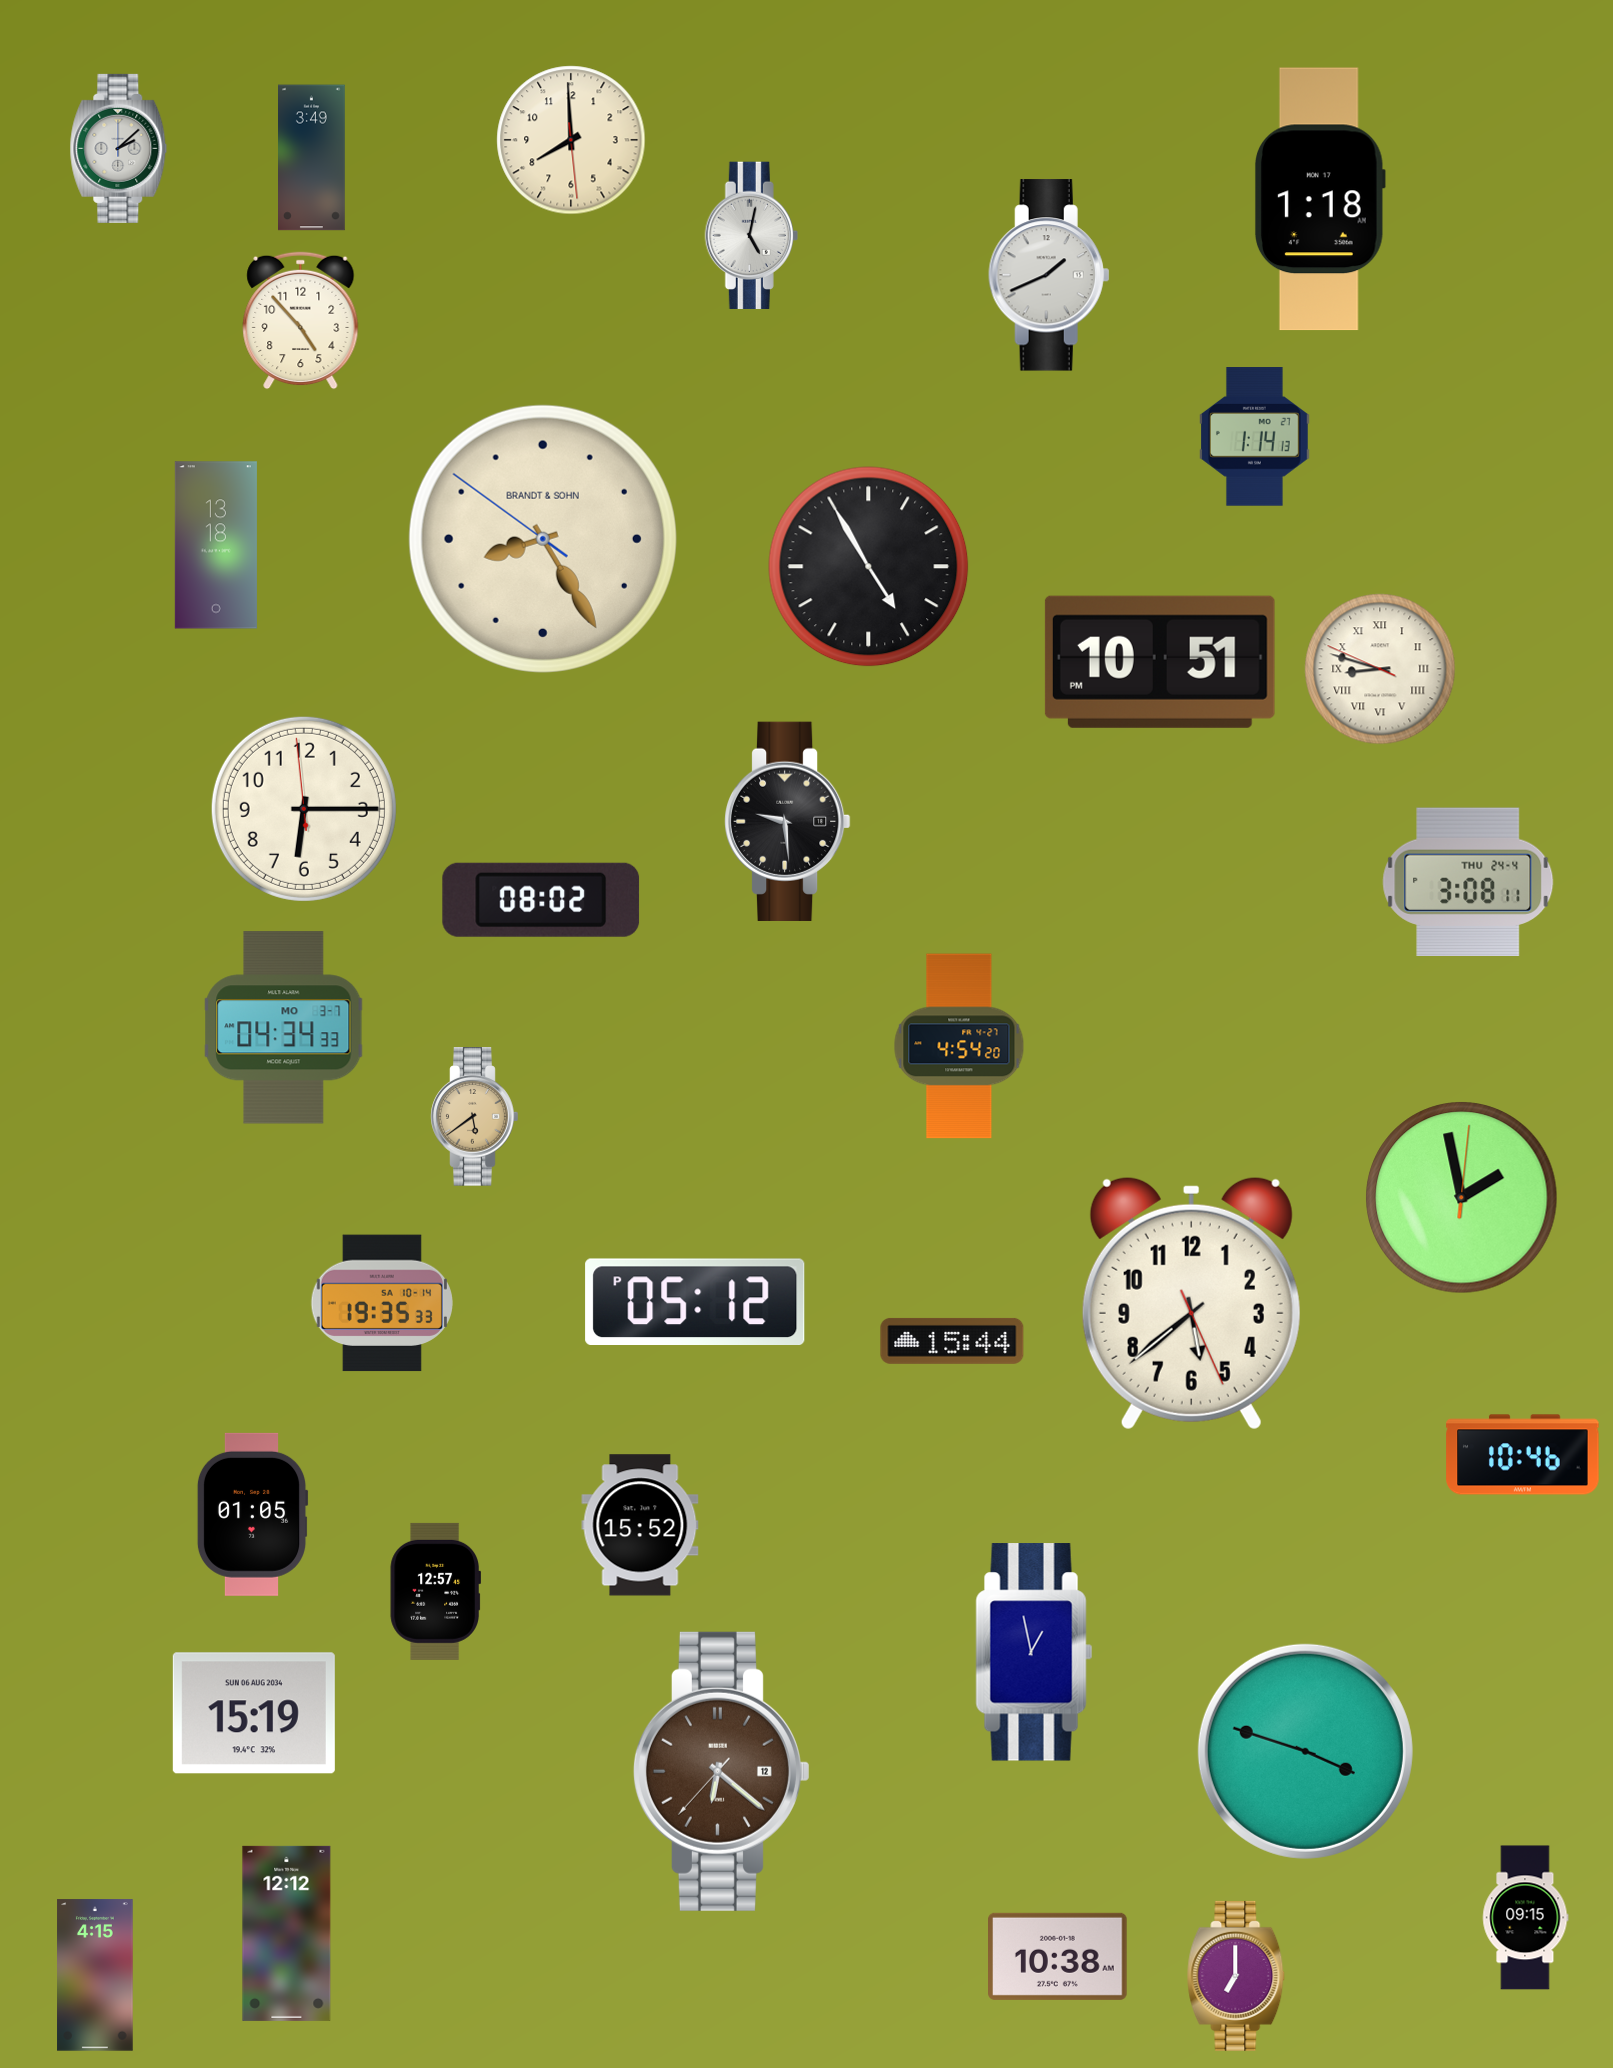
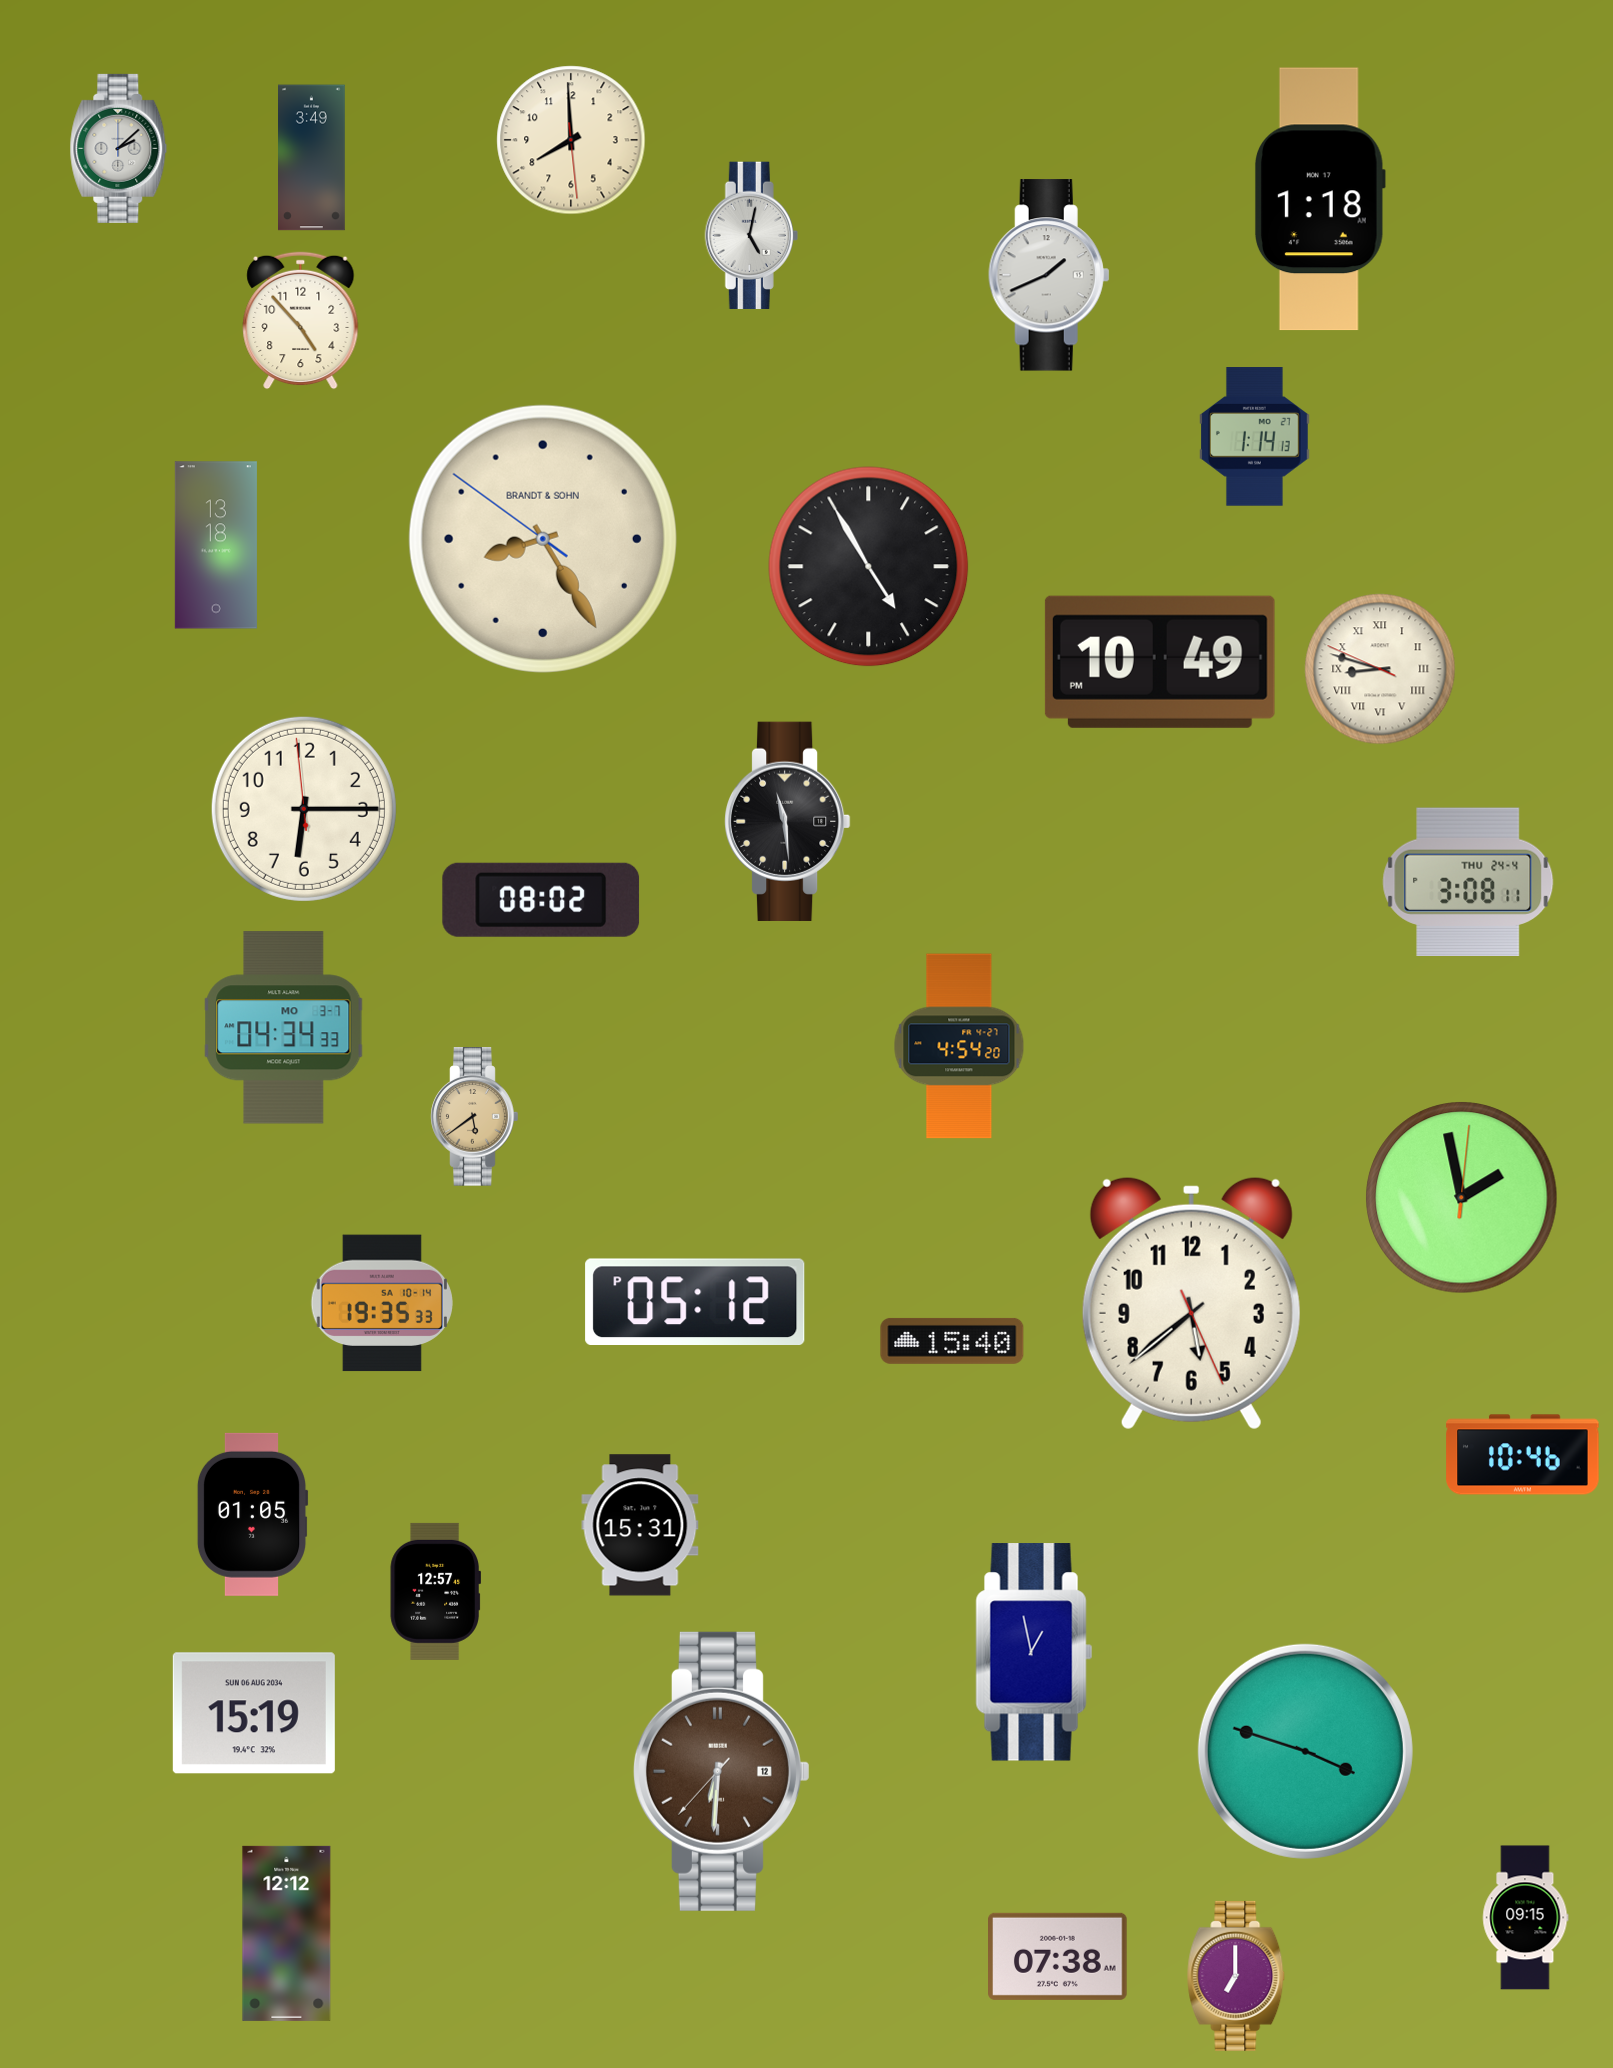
clock at (1160, 662): 10:51 -> 10:49
clock at (788, 821): 9:29 -> 11:29
clock at (952, 1341): 15:44 -> 15:40
clock at (640, 1525): 15:52 -> 15:31
clock at (721, 1771): 6:21 -> 6:30
clock at (1058, 1956): 10:38 -> 07:38
clock at (95, 1975): 4:15 -> none
